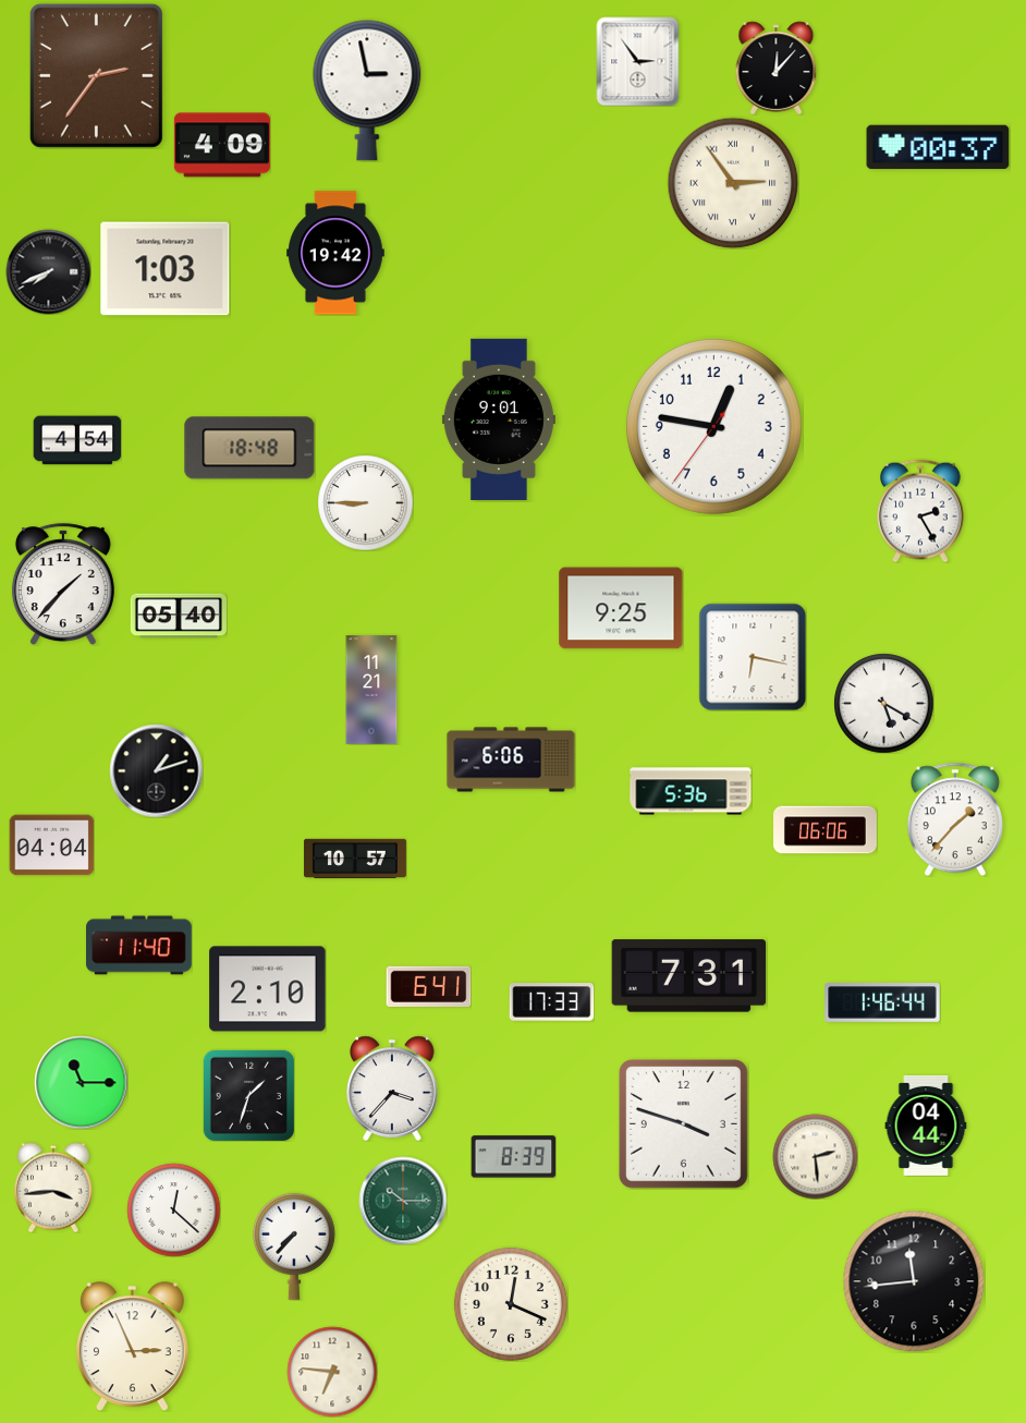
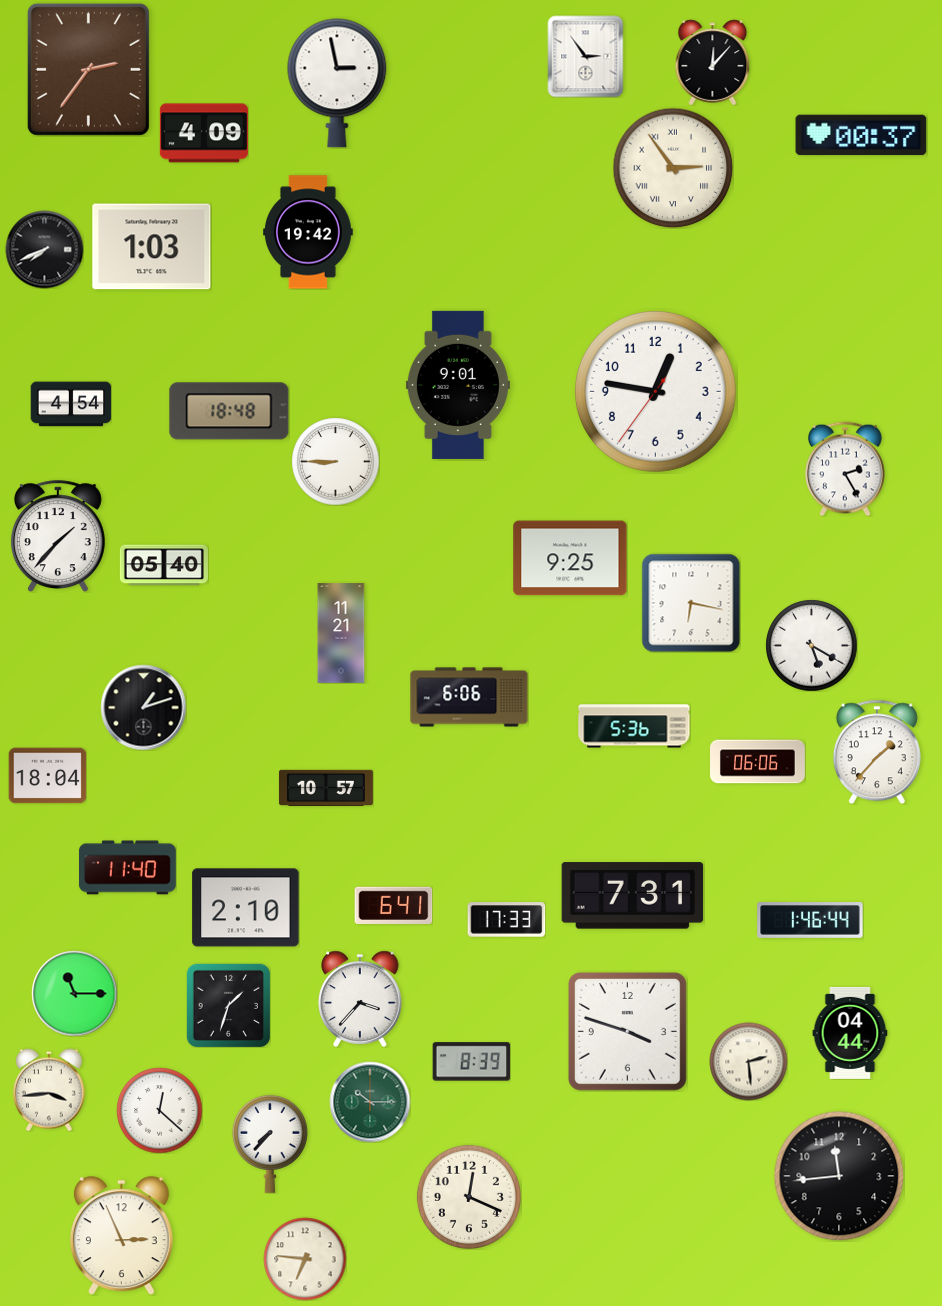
clock at (51, 846): 04:04 -> 18:04
